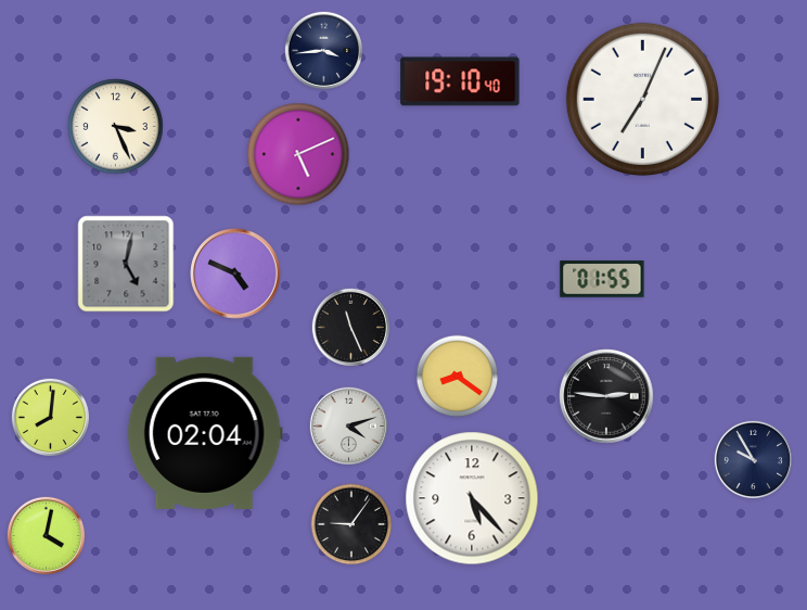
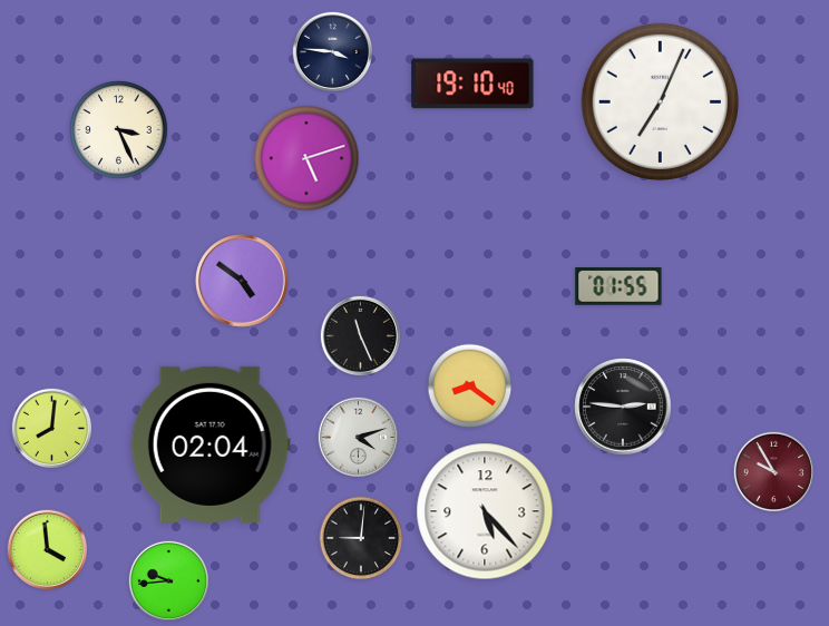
clock at (323, 50): 3:44 -> 3:46
clock at (298, 154): 5:11 -> 5:12
clock at (126, 264): 5:02 -> none
clock at (235, 274): 4:49 -> 4:51
clock at (753, 459) dial: navy -> burgundy
clock at (351, 524): 9:06 -> 9:01
clock at (46, 535): 4:02 -> 3:59
clock at (168, 580): none -> 9:44
